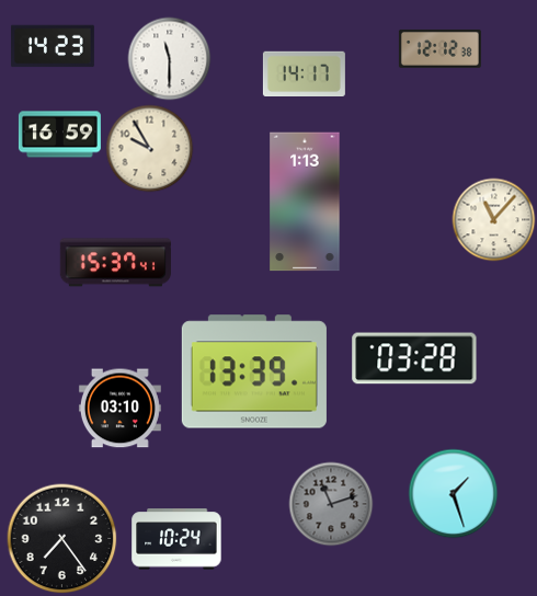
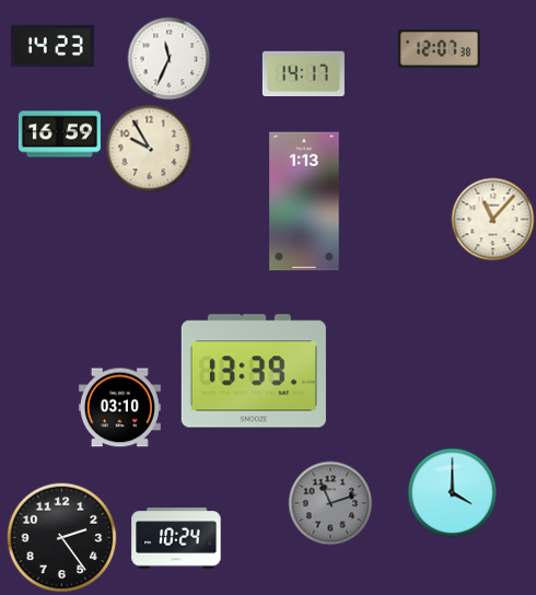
clock at (439, 48): 12:12 -> 12:07
clock at (170, 59): 11:30 -> 11:34
clock at (115, 263): 15:37 -> none
clock at (414, 358): 03:28 -> none
clock at (454, 494): 1:27 -> 4:00
clock at (62, 539): 7:24 -> 2:24
